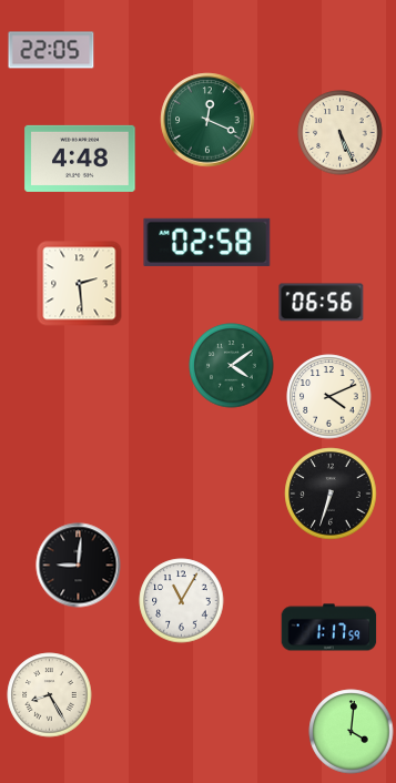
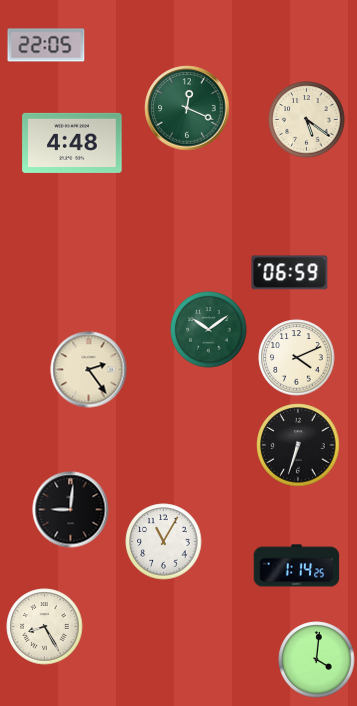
clock at (341, 133): 5:26 -> 5:21
clock at (207, 242): 02:58 -> none
clock at (80, 284): 2:29 -> none
clock at (322, 303): 06:56 -> 06:59
clock at (232, 366): 4:09 -> 10:09
clock at (89, 370): none -> 2:24
clock at (329, 628): 1:17 -> 1:14
